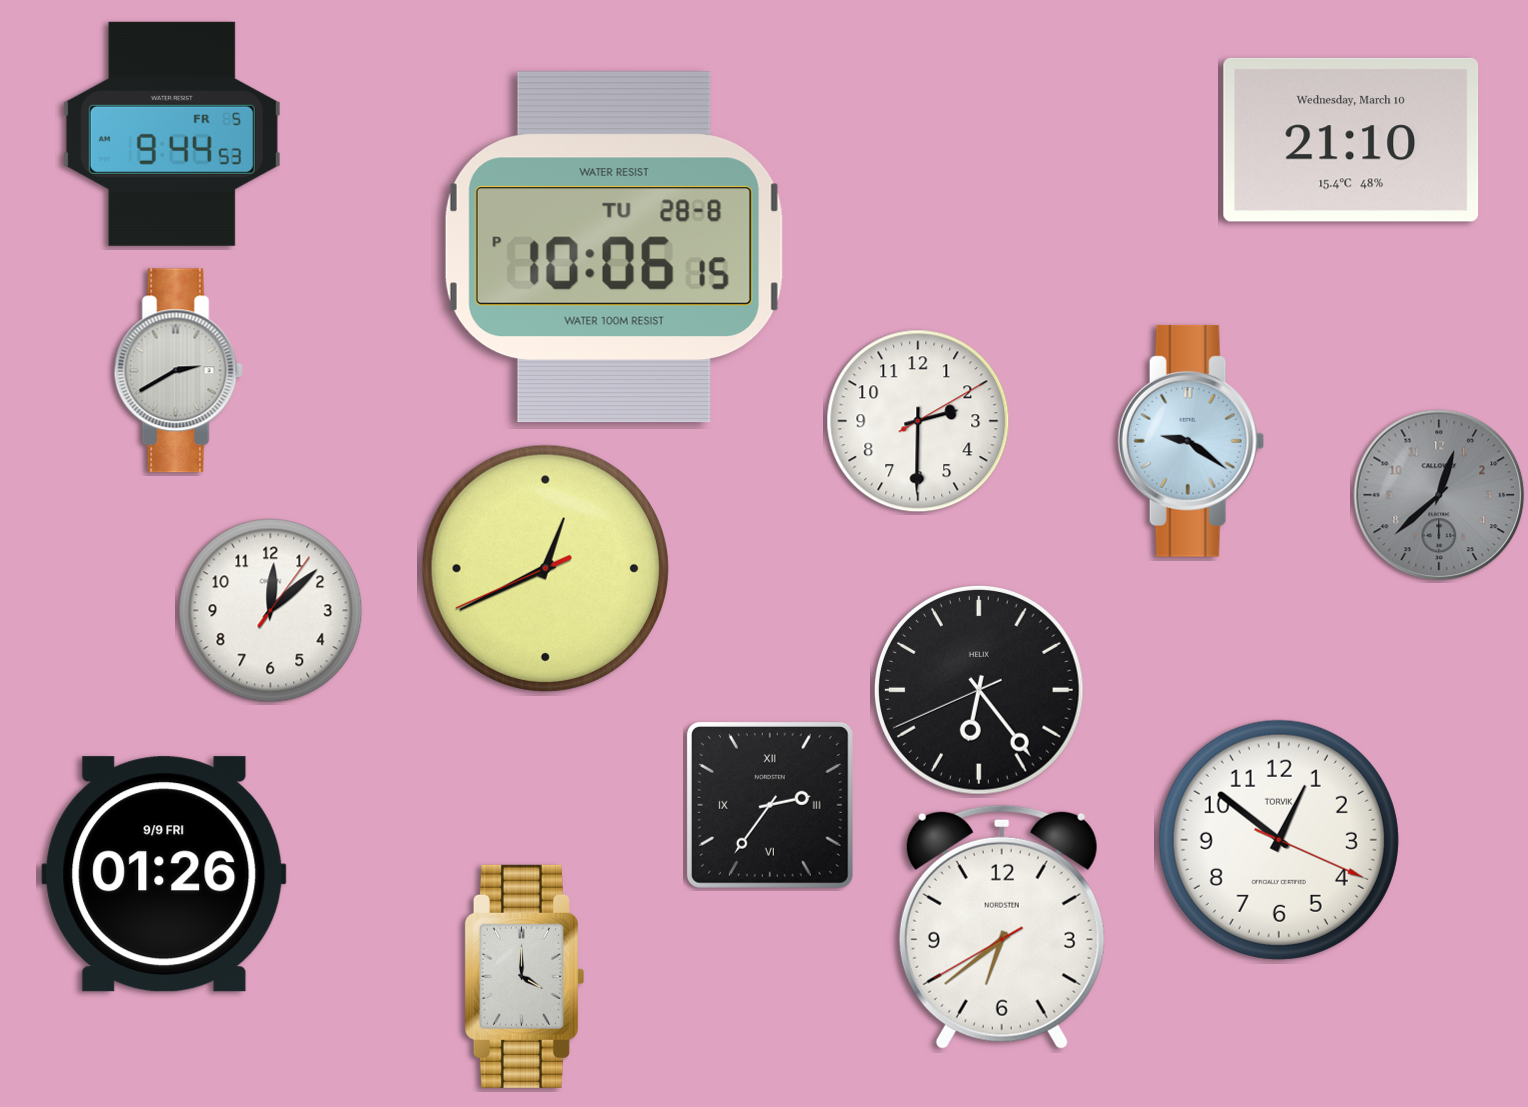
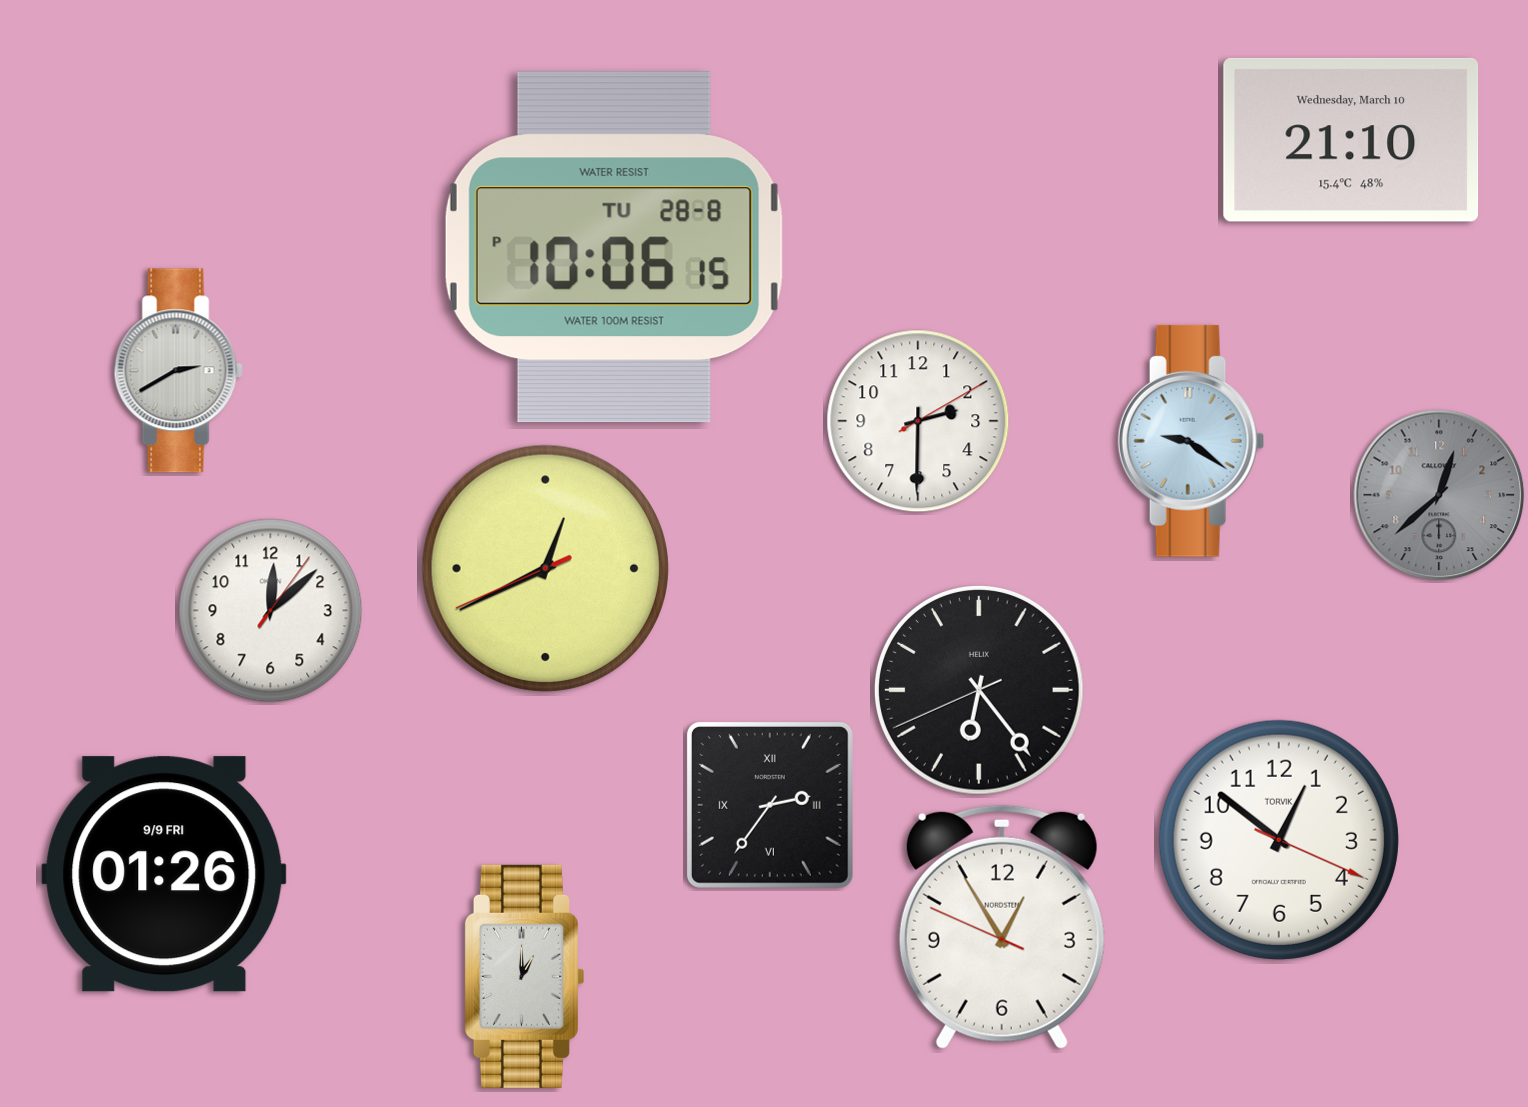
clock at (172, 134): 9:44 -> none
clock at (1002, 927): 6:38 -> 12:54
clock at (524, 976): 4:00 -> 1:00
